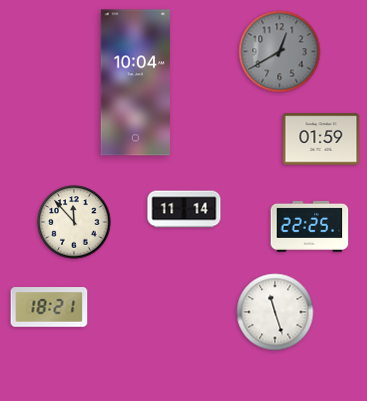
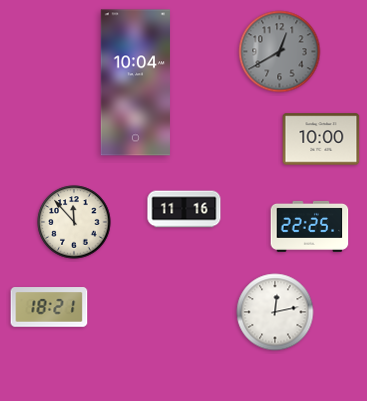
clock at (321, 139): 01:59 -> 10:00
clock at (184, 209): 11:14 -> 11:16
clock at (275, 312): 11:27 -> 12:13
